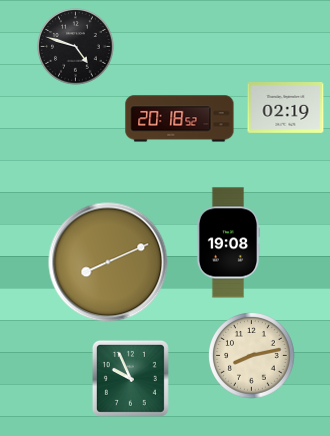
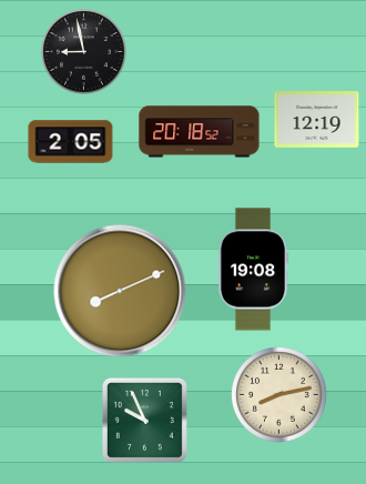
clock at (76, 47): 4:48 -> 8:58
clock at (286, 108): 02:19 -> 12:19
clock at (71, 142): none -> 2:05
